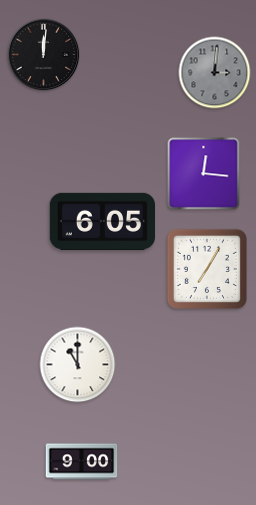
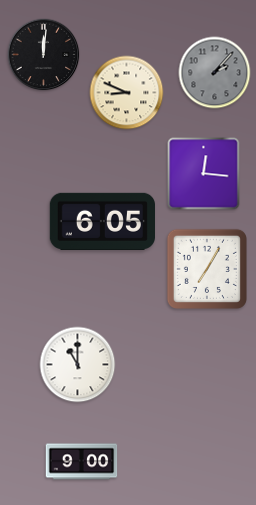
clock at (215, 73): 3:01 -> 2:07
clock at (127, 93): none -> 8:49
